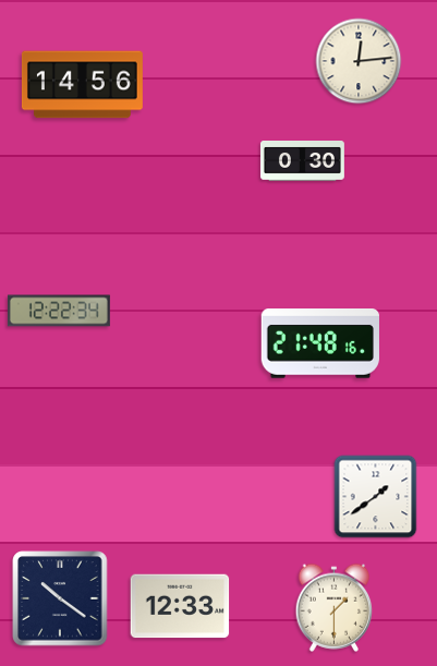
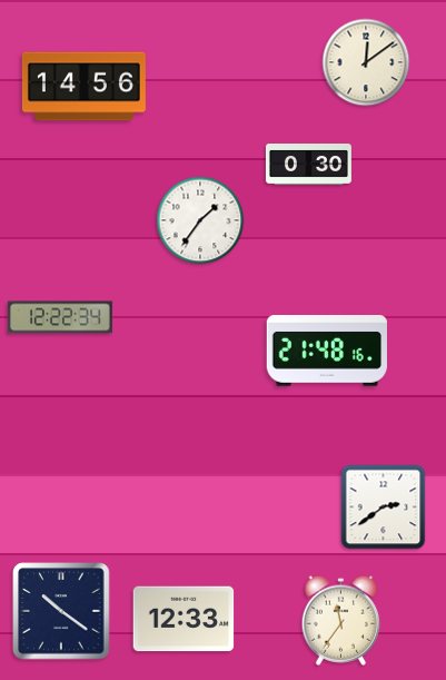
clock at (359, 61): 12:14 -> 12:09
clock at (200, 220): none -> 1:36
clock at (376, 497): 1:39 -> 2:39
clock at (335, 607): 1:30 -> 11:36
